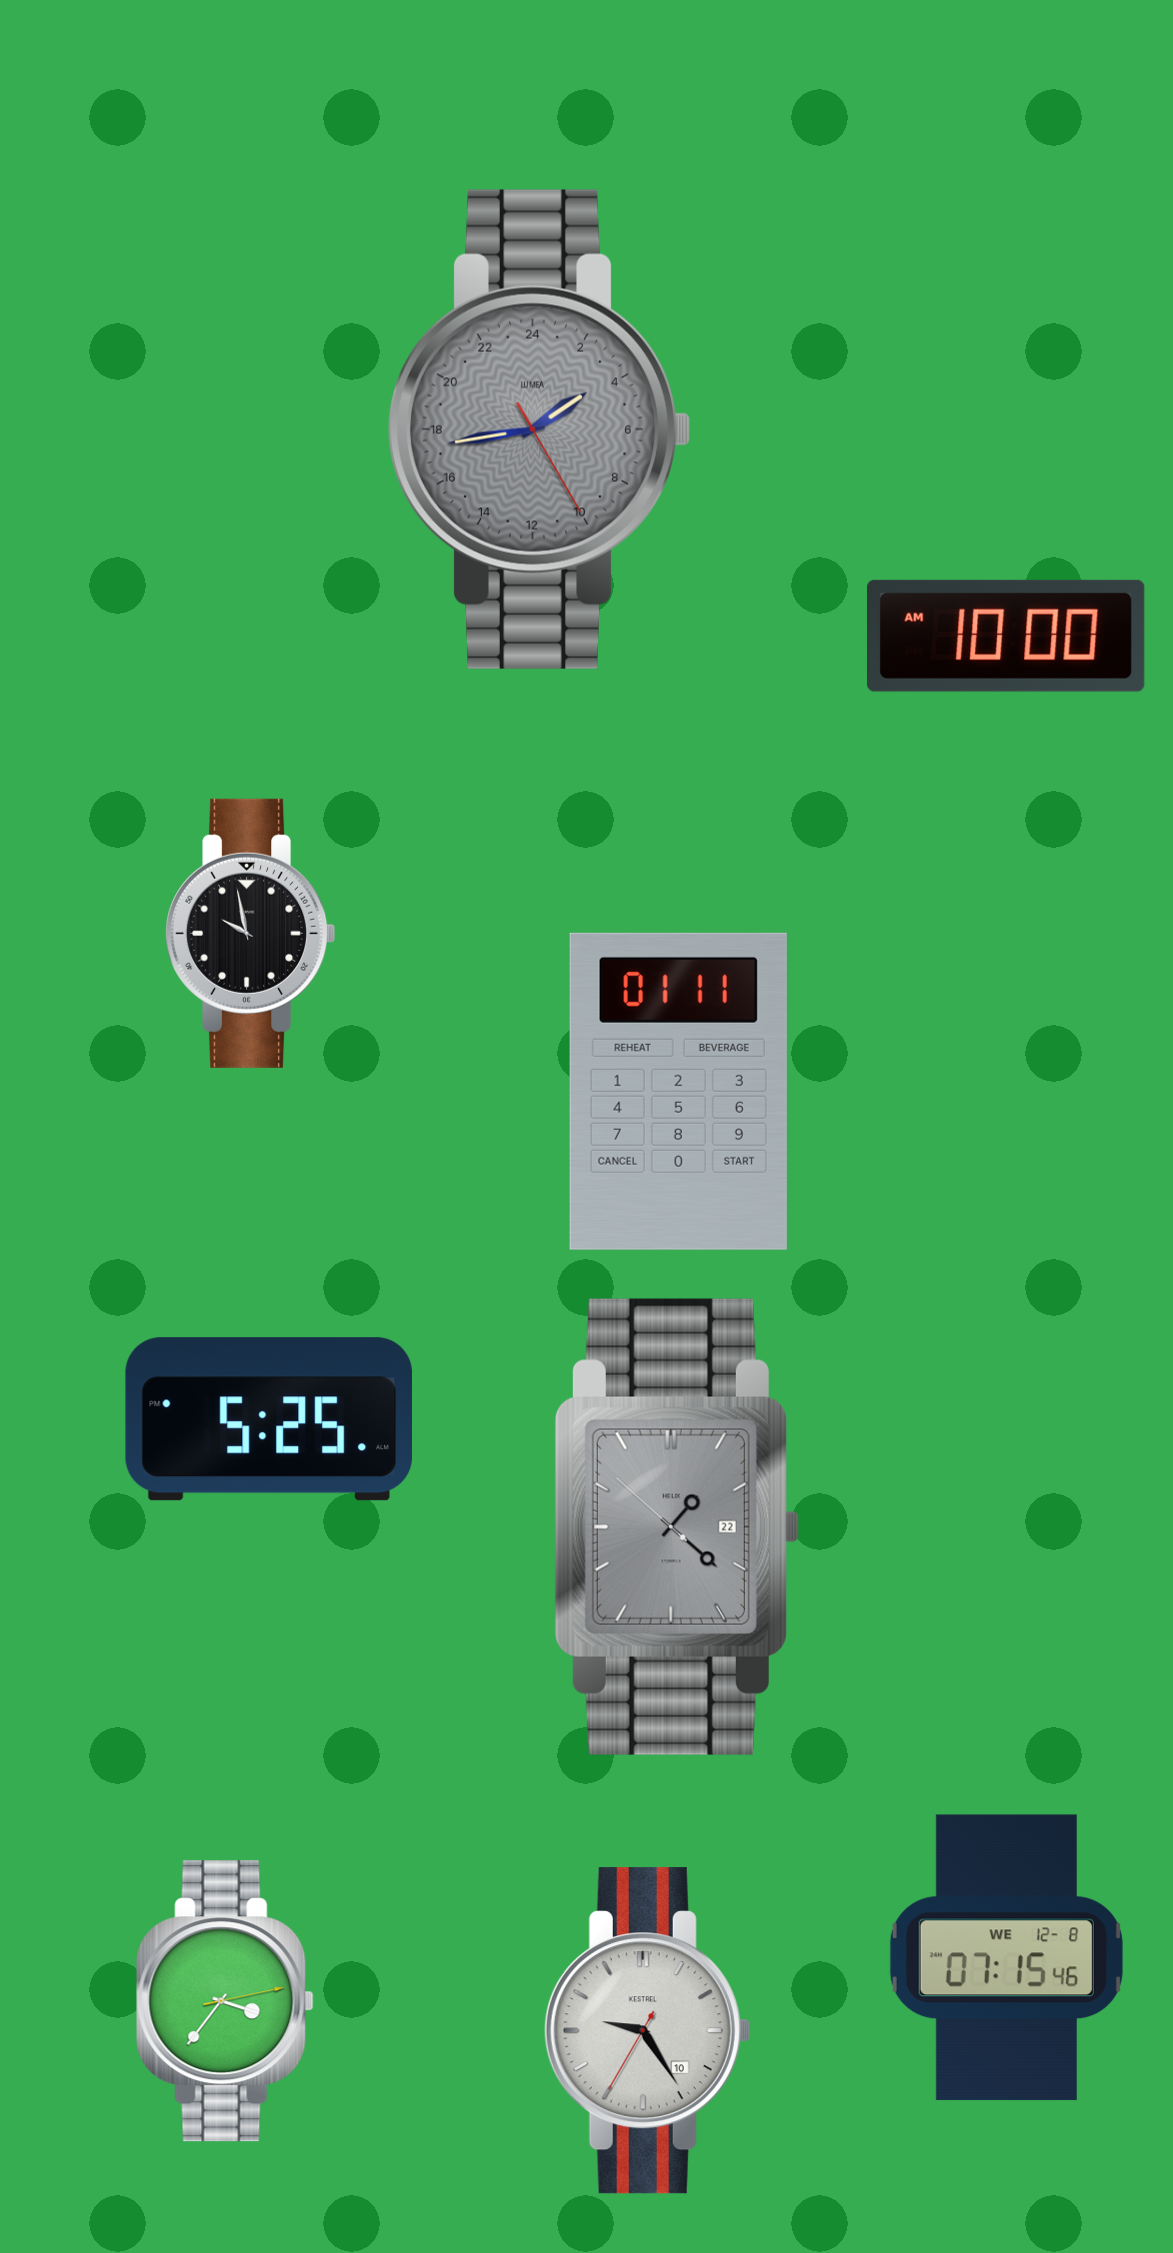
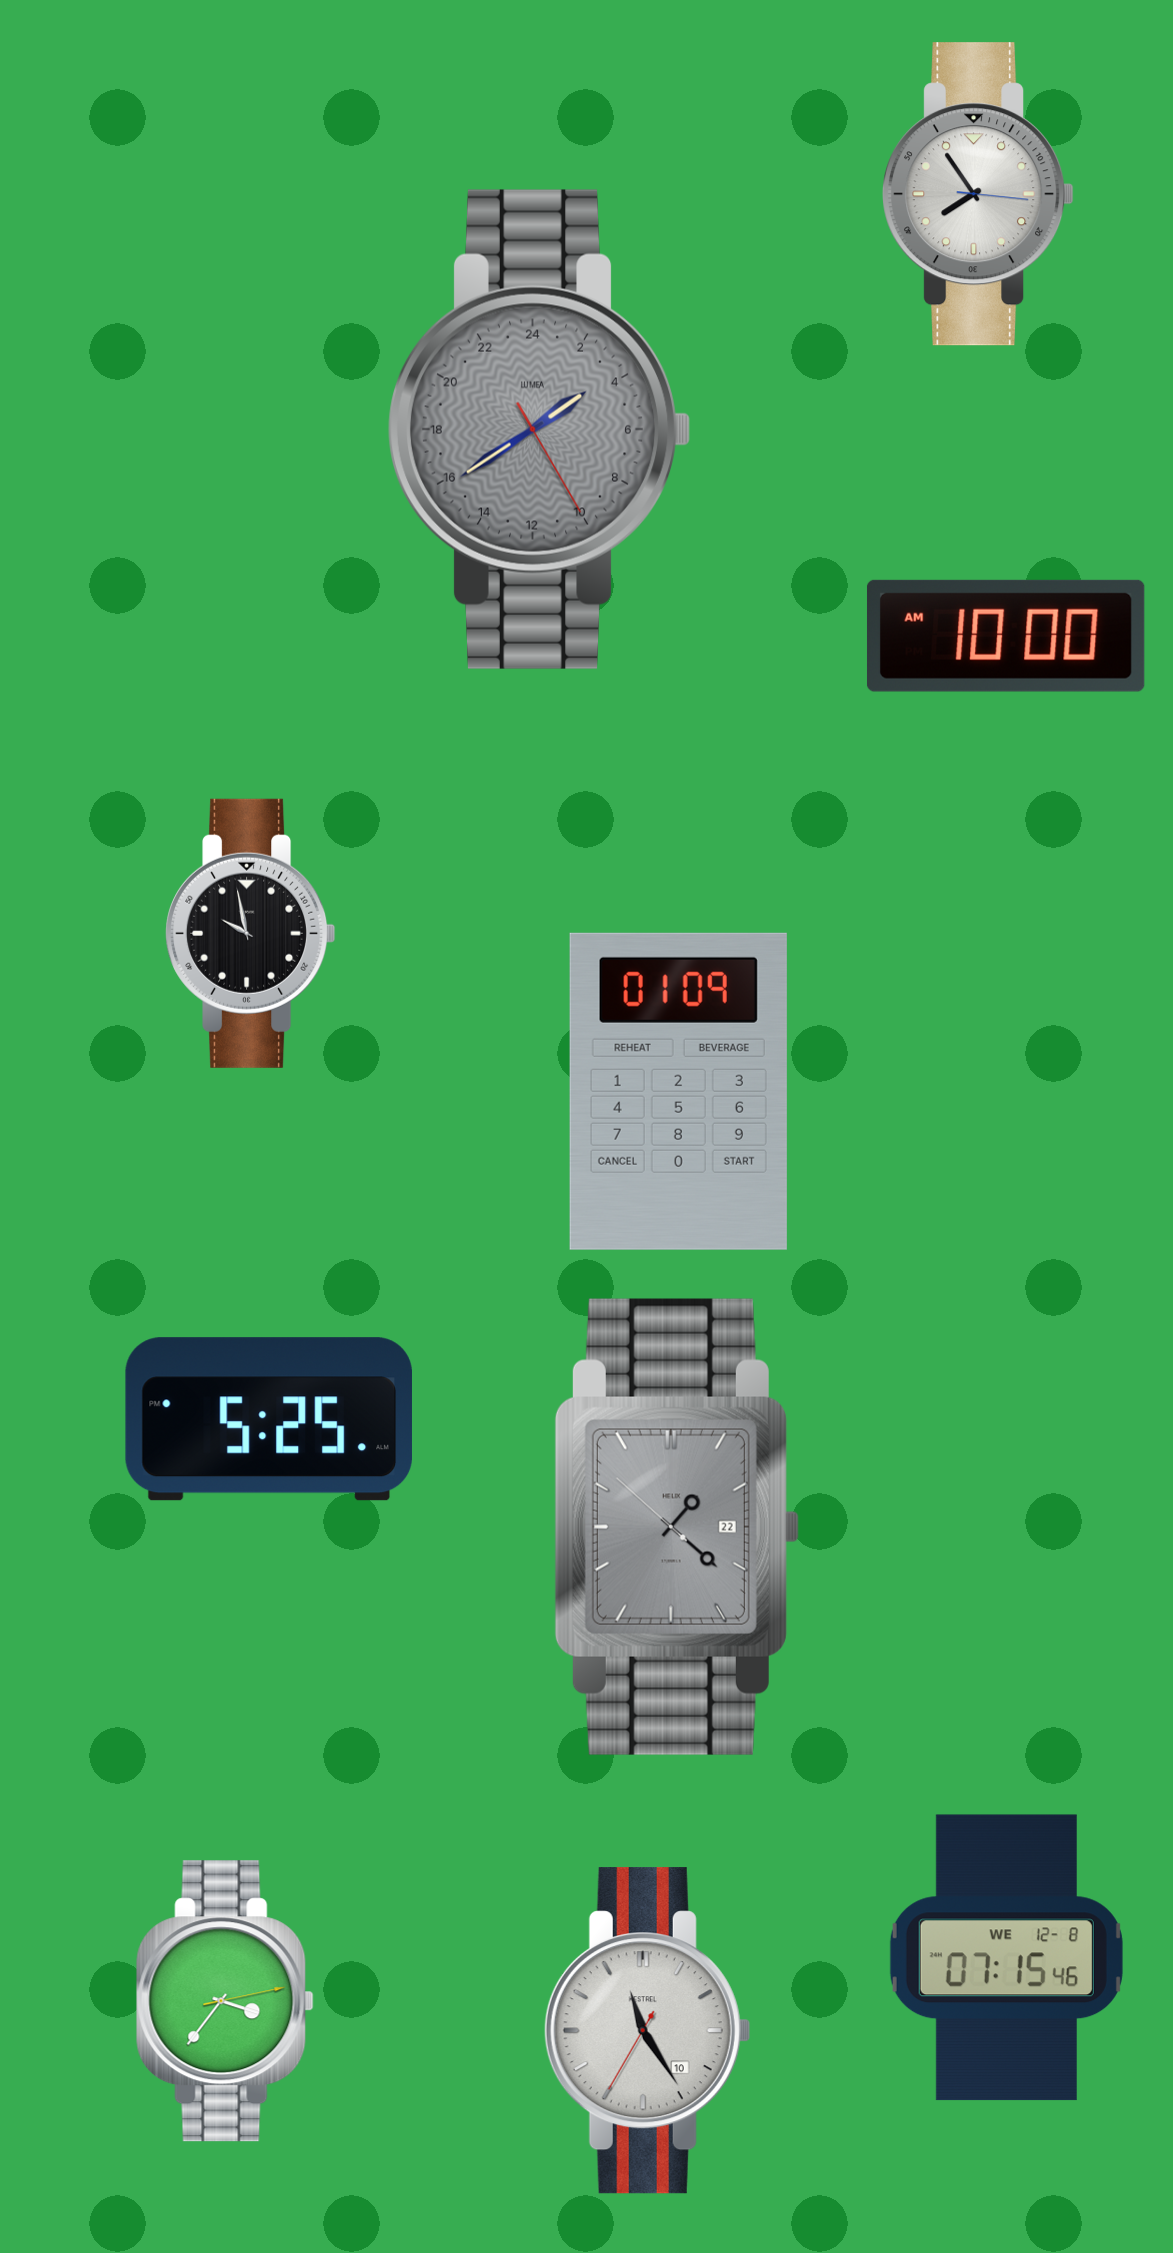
clock at (978, 194): none -> 7:54
clock at (538, 429): 3:43 -> 3:39
clock at (678, 1091): 01:11 -> 01:09
clock at (647, 2031): 9:24 -> 11:24
